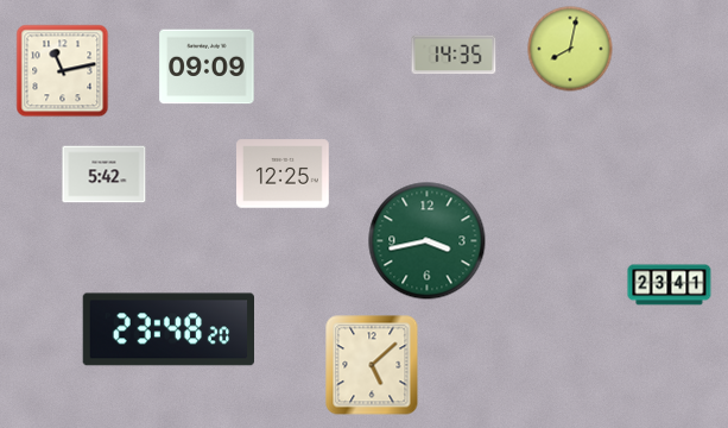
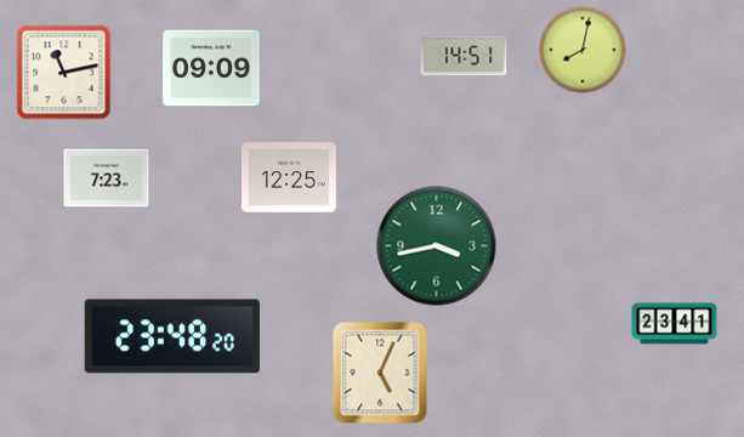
clock at (454, 55): 14:35 -> 14:51
clock at (105, 175): 5:42 -> 7:23
clock at (670, 285) position: (670, 285) -> (675, 324)
clock at (372, 365): 5:08 -> 5:04
